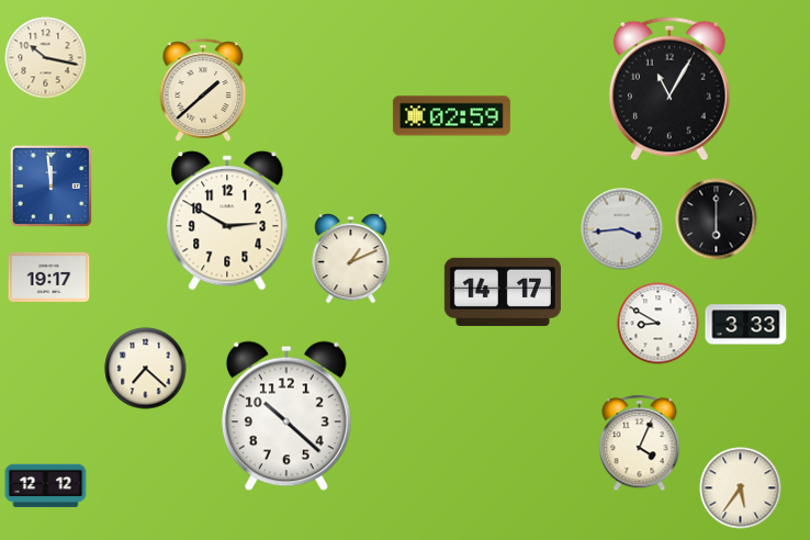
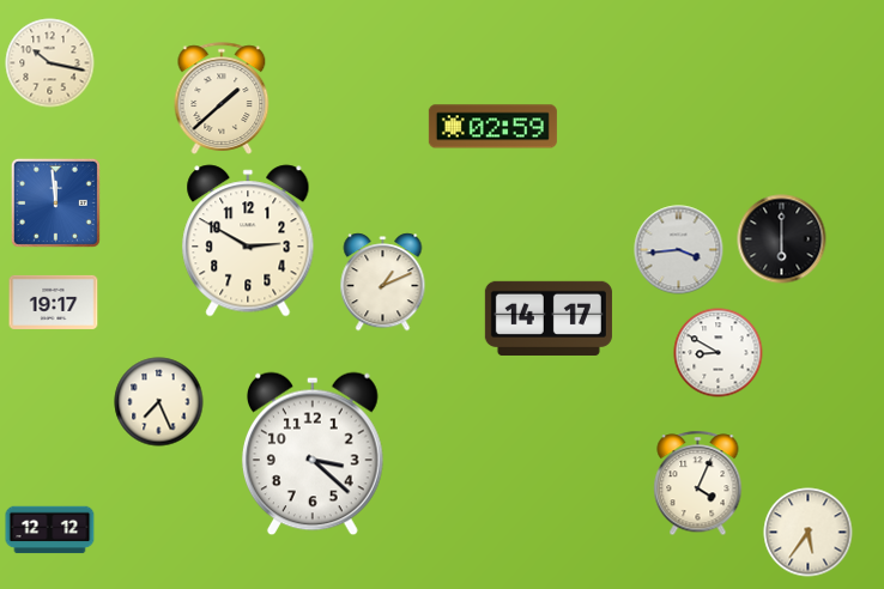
clock at (670, 89): 11:05 -> none
clock at (746, 325): 3:33 -> none
clock at (146, 369): 7:22 -> 7:26
clock at (286, 416): 10:22 -> 3:22
